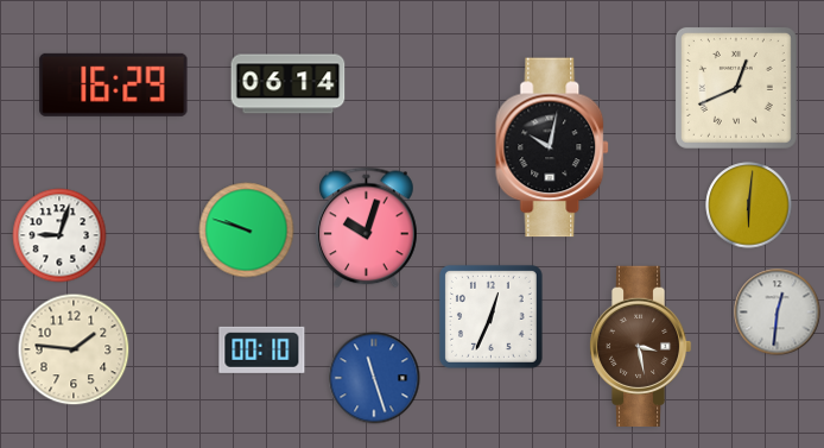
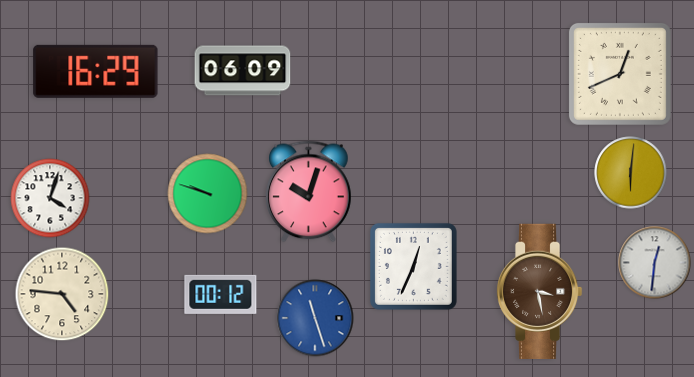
clock at (289, 84): 06:14 -> 06:09
clock at (553, 147): 10:02 -> none
clock at (59, 235): 9:03 -> 4:03
clock at (74, 349): 1:46 -> 4:46
clock at (262, 349): 00:10 -> 00:12
